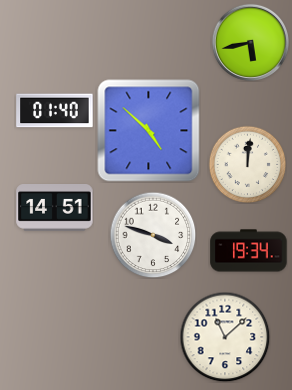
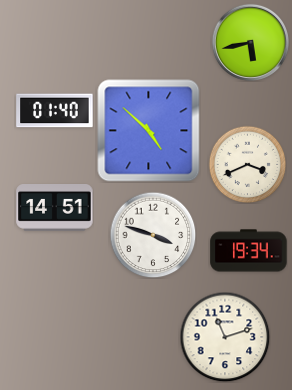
clock at (247, 164): 12:01 -> 3:41
clock at (225, 337): 11:08 -> 11:12
